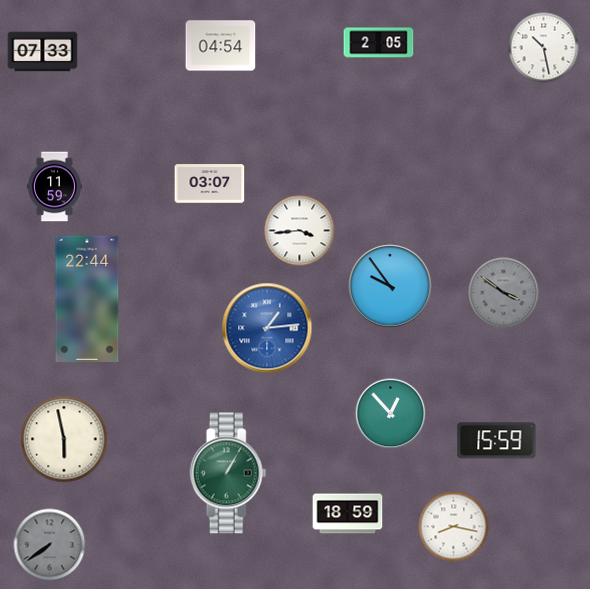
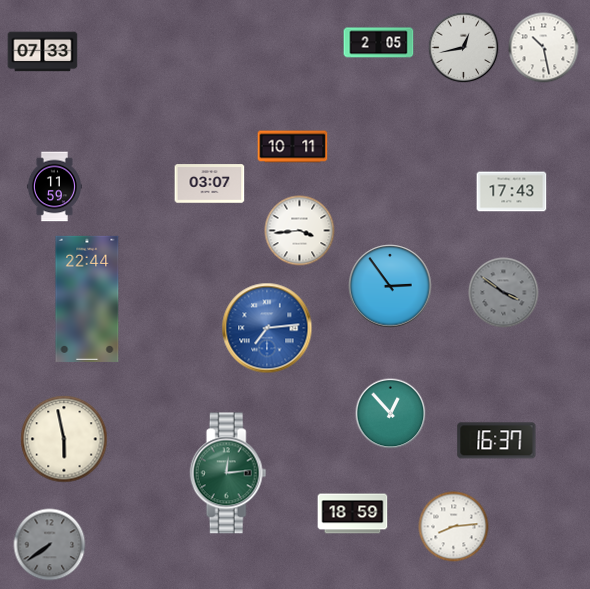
clock at (221, 46): 04:54 -> none
clock at (464, 48): none -> 12:43
clock at (293, 147): none -> 10:11
clock at (512, 192): none -> 17:43
clock at (390, 286): 9:54 -> 2:54
clock at (267, 328): 1:14 -> 7:14
clock at (497, 441): 15:59 -> 16:37
clock at (228, 473): 1:05 -> 12:14
clock at (348, 514) position: (348, 514) -> (353, 514)
clock at (454, 527): 8:17 -> 8:14
